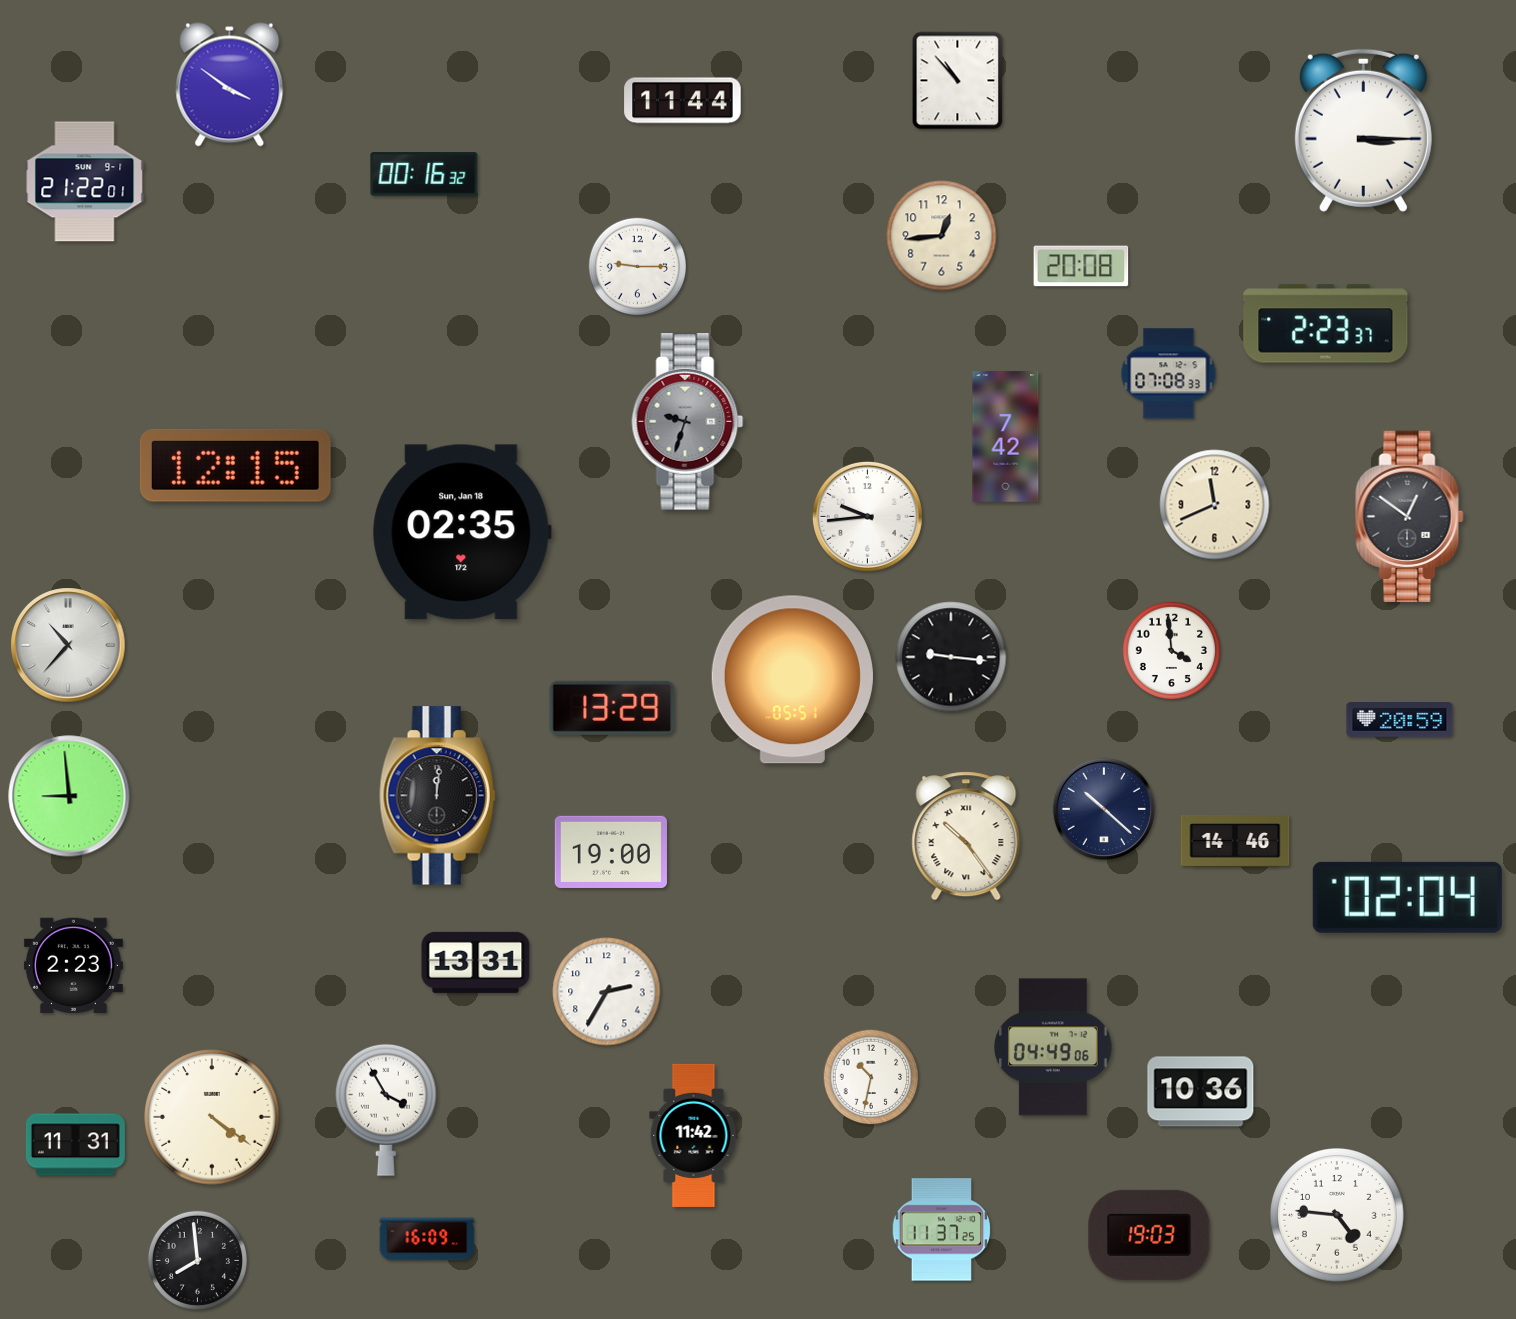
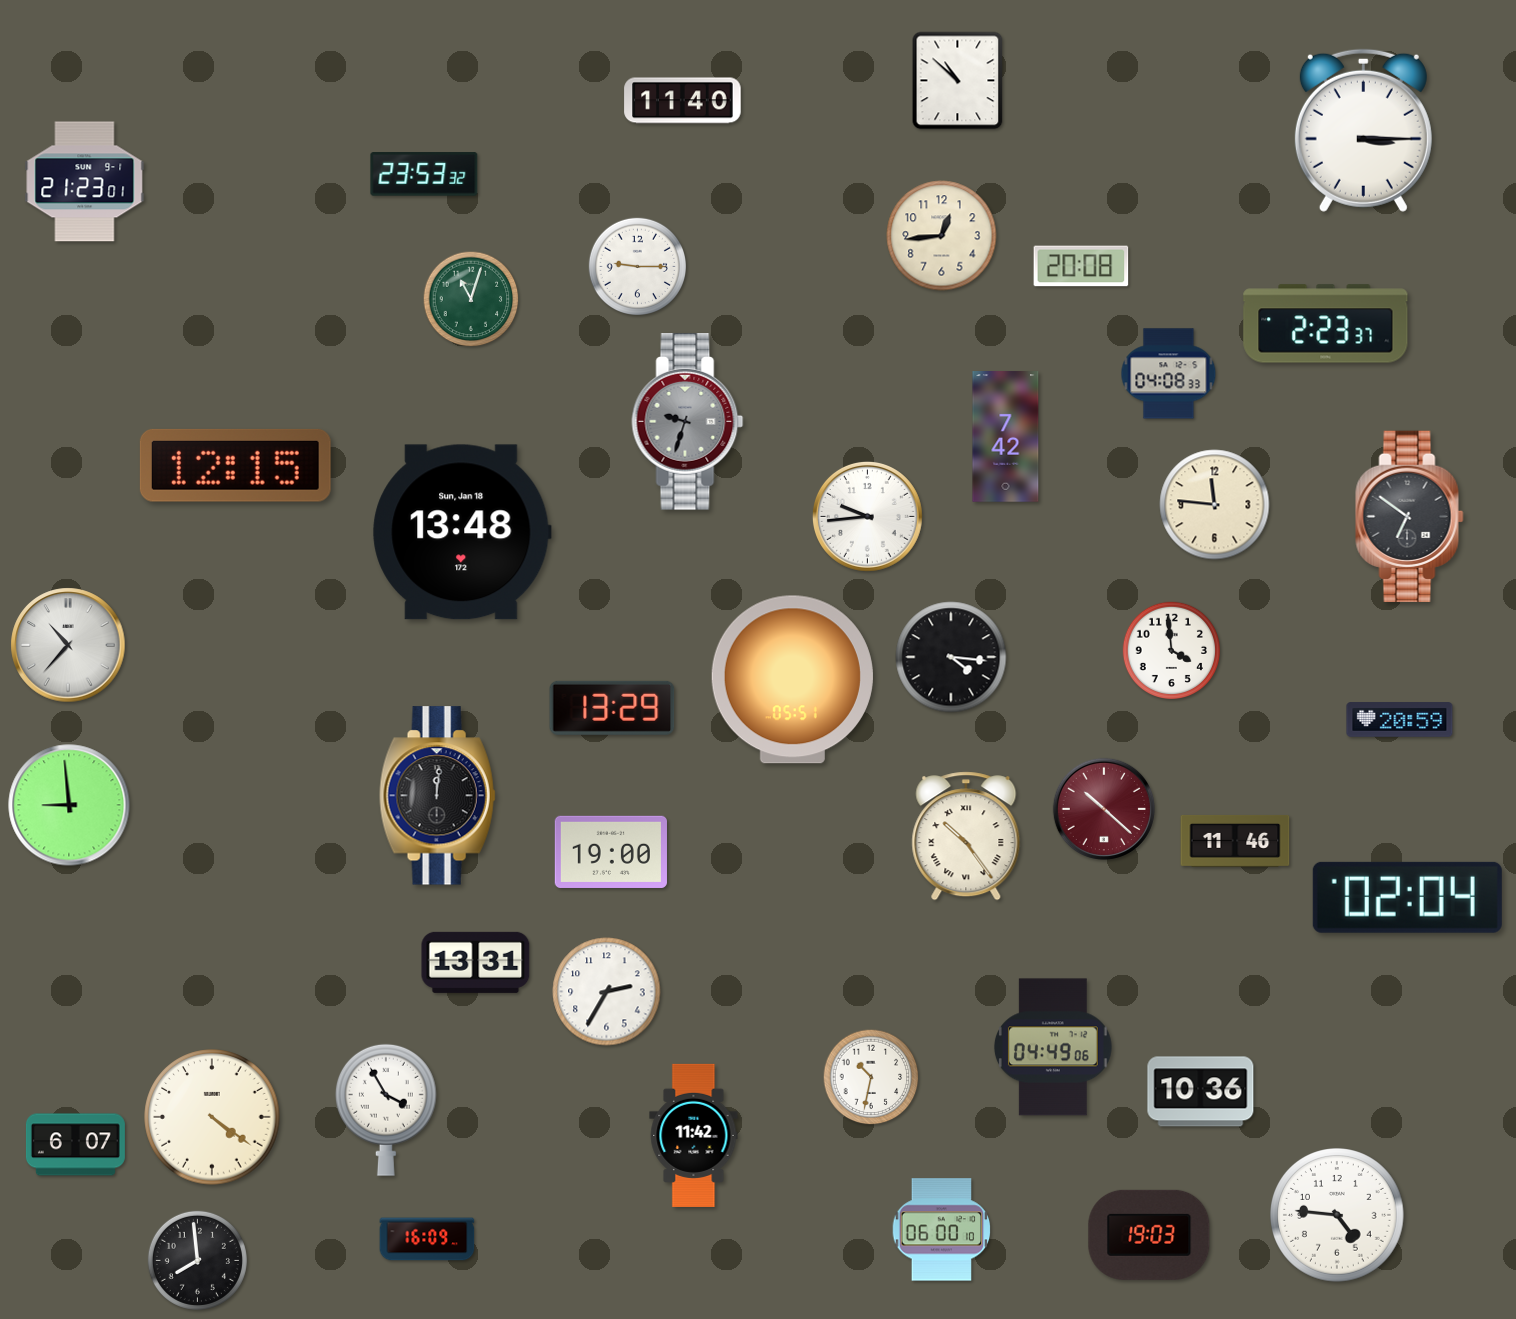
clock at (958, 81): 10:53 -> 10:52
clock at (230, 85): 3:51 -> none
clock at (683, 101): 11:44 -> 11:40
clock at (424, 174): 00:16 -> 23:53
clock at (85, 182): 21:22 -> 21:23
clock at (471, 299): none -> 11:03
clock at (1169, 374): 07:08 -> 04:08
clock at (1215, 505): 11:41 -> 11:46
clock at (1410, 516): 12:51 -> 6:51
clock at (462, 532): 02:35 -> 13:48
clock at (951, 657): 9:16 -> 4:16
clock at (69, 796) position: (69, 796) -> (69, 805)
clock at (1104, 809) dial: navy -> burgundy
clock at (1235, 841): 14:46 -> 11:46
clock at (73, 965): 2:23 -> none
clock at (75, 1145): 11:31 -> 6:07
clock at (942, 1230): 11:37 -> 06:00
